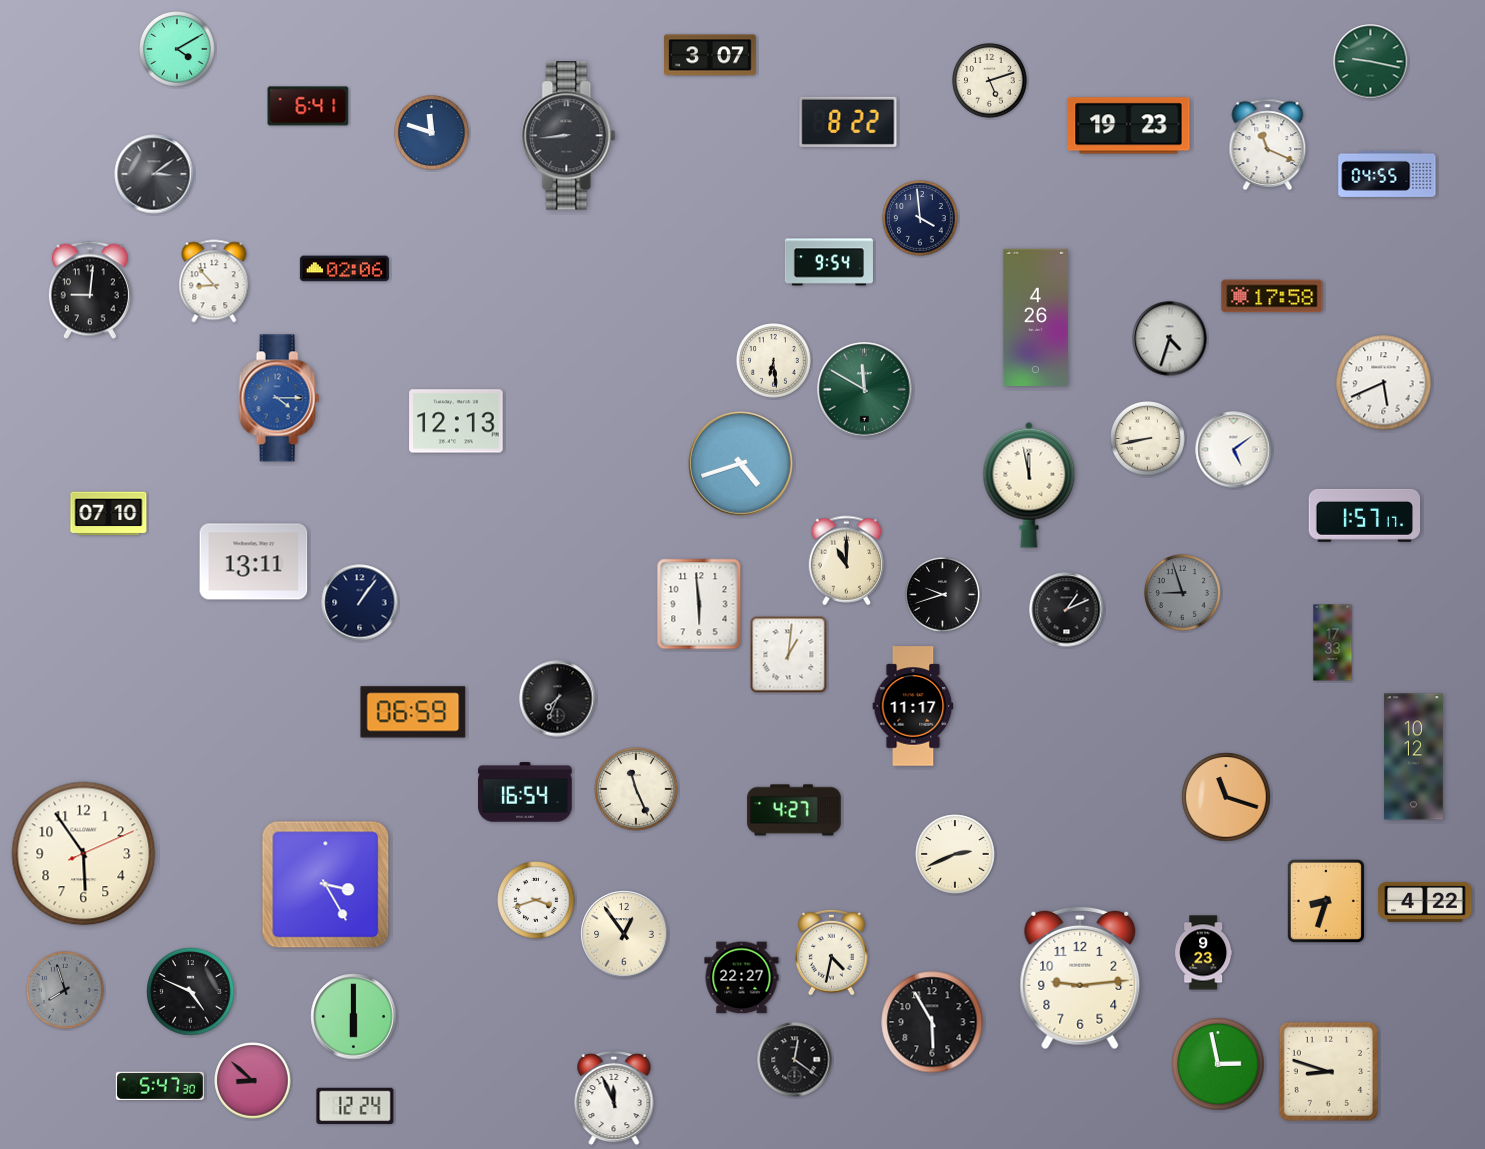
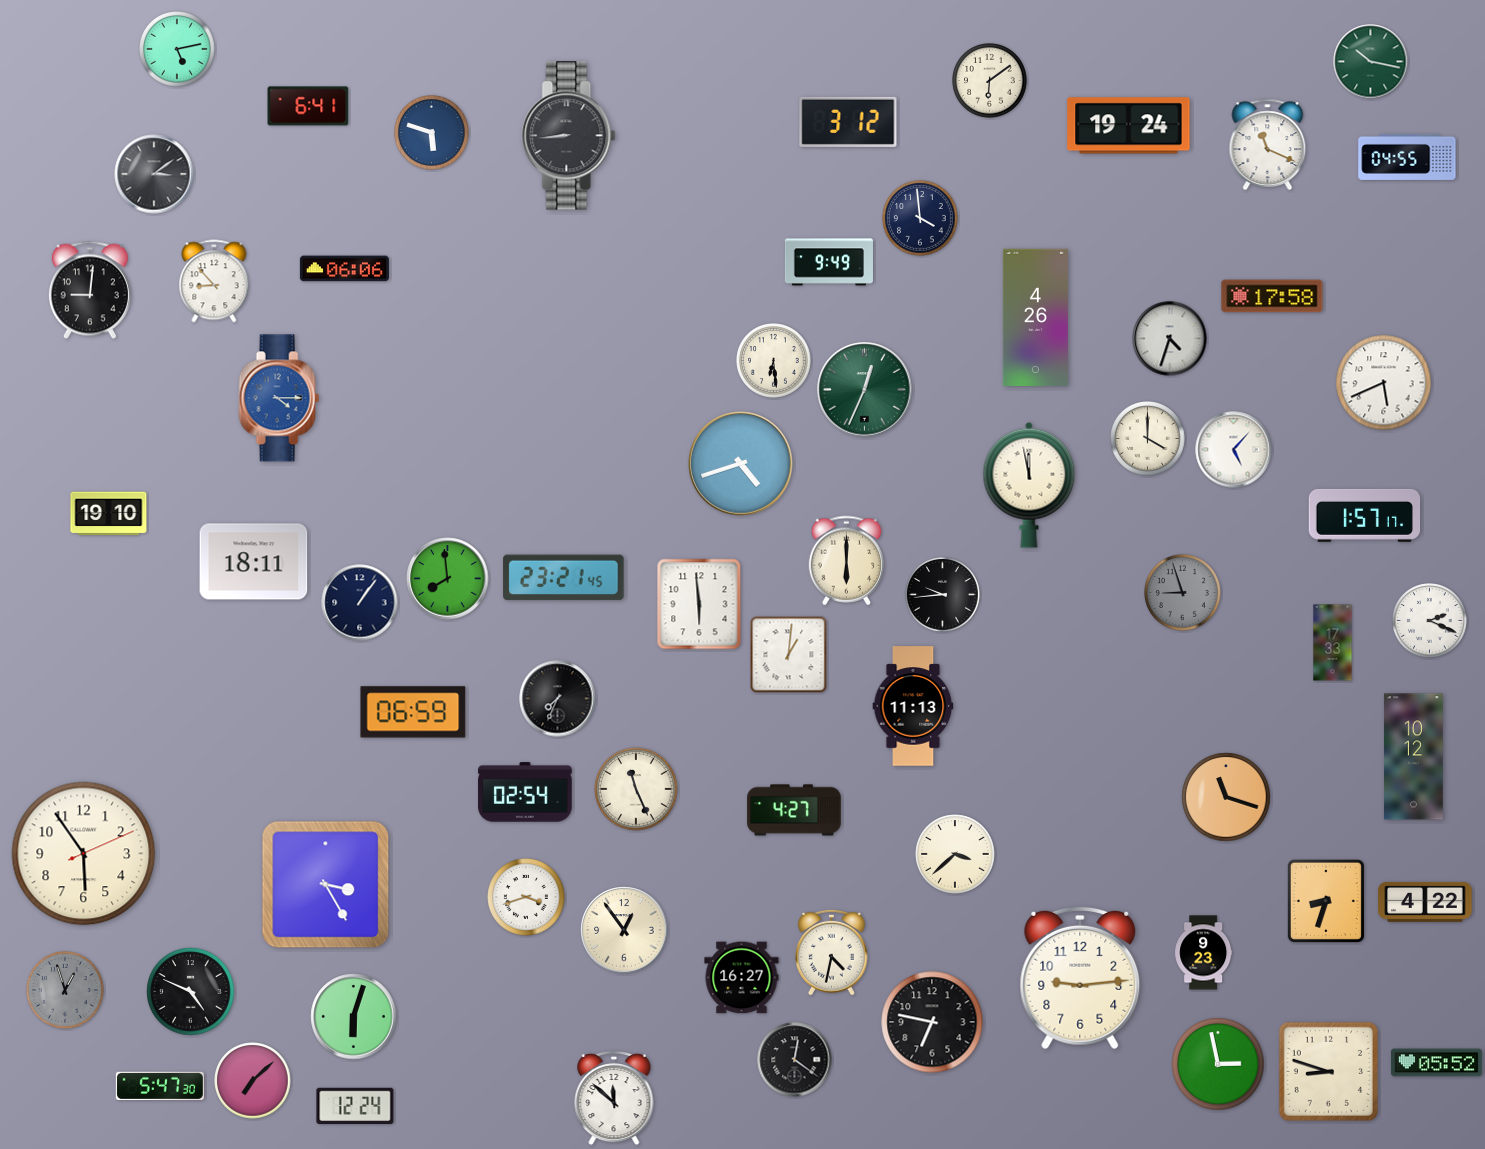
clock at (177, 49): 4:10 -> 5:13
clock at (711, 55): 3:07 -> none
clock at (1371, 62): 9:17 -> 10:17
clock at (990, 81): 5:12 -> 6:09
clock at (848, 122): 8:22 -> 3:12
clock at (1129, 126): 19:23 -> 19:24
clock at (432, 133): 11:48 -> 5:48
clock at (1387, 174) position: (1387, 174) -> (1407, 157)
clock at (829, 262): 9:54 -> 9:49
clock at (344, 269): 02:06 -> 06:06
clock at (865, 390): 11:50 -> 12:34
clock at (456, 421): 12:13 -> none
clock at (1148, 439): 8:43 -> 4:00
clock at (1234, 450): 5:09 -> 5:07
clock at (109, 514): 07:10 -> 19:10
clock at (847, 561): 11:00 -> 6:00
clock at (254, 562): 13:11 -> 18:11
clock at (564, 578): none -> 23:21
clock at (448, 579): none -> 7:59
clock at (943, 595): 9:42 -> 9:44
clock at (1067, 610): 1:11 -> none
clock at (1430, 621): none -> 2:19
clock at (913, 706): 11:17 -> 11:13
clock at (525, 792): 16:54 -> 02:54
clock at (955, 854): 2:41 -> 3:38
clock at (536, 900) position: (536, 900) -> (526, 897)
clock at (624, 934) position: (624, 934) -> (624, 930)
clock at (742, 978): 22:27 -> 16:27
clock at (65, 990): 7:57 -> 12:57
clock at (354, 1017): 6:00 -> 6:03
clock at (932, 1022): 5:55 -> 6:47
clock at (1436, 1063): none -> 05:52
clock at (253, 1081): 8:52 -> 7:08
clock at (614, 1098): 11:56 -> 11:52
